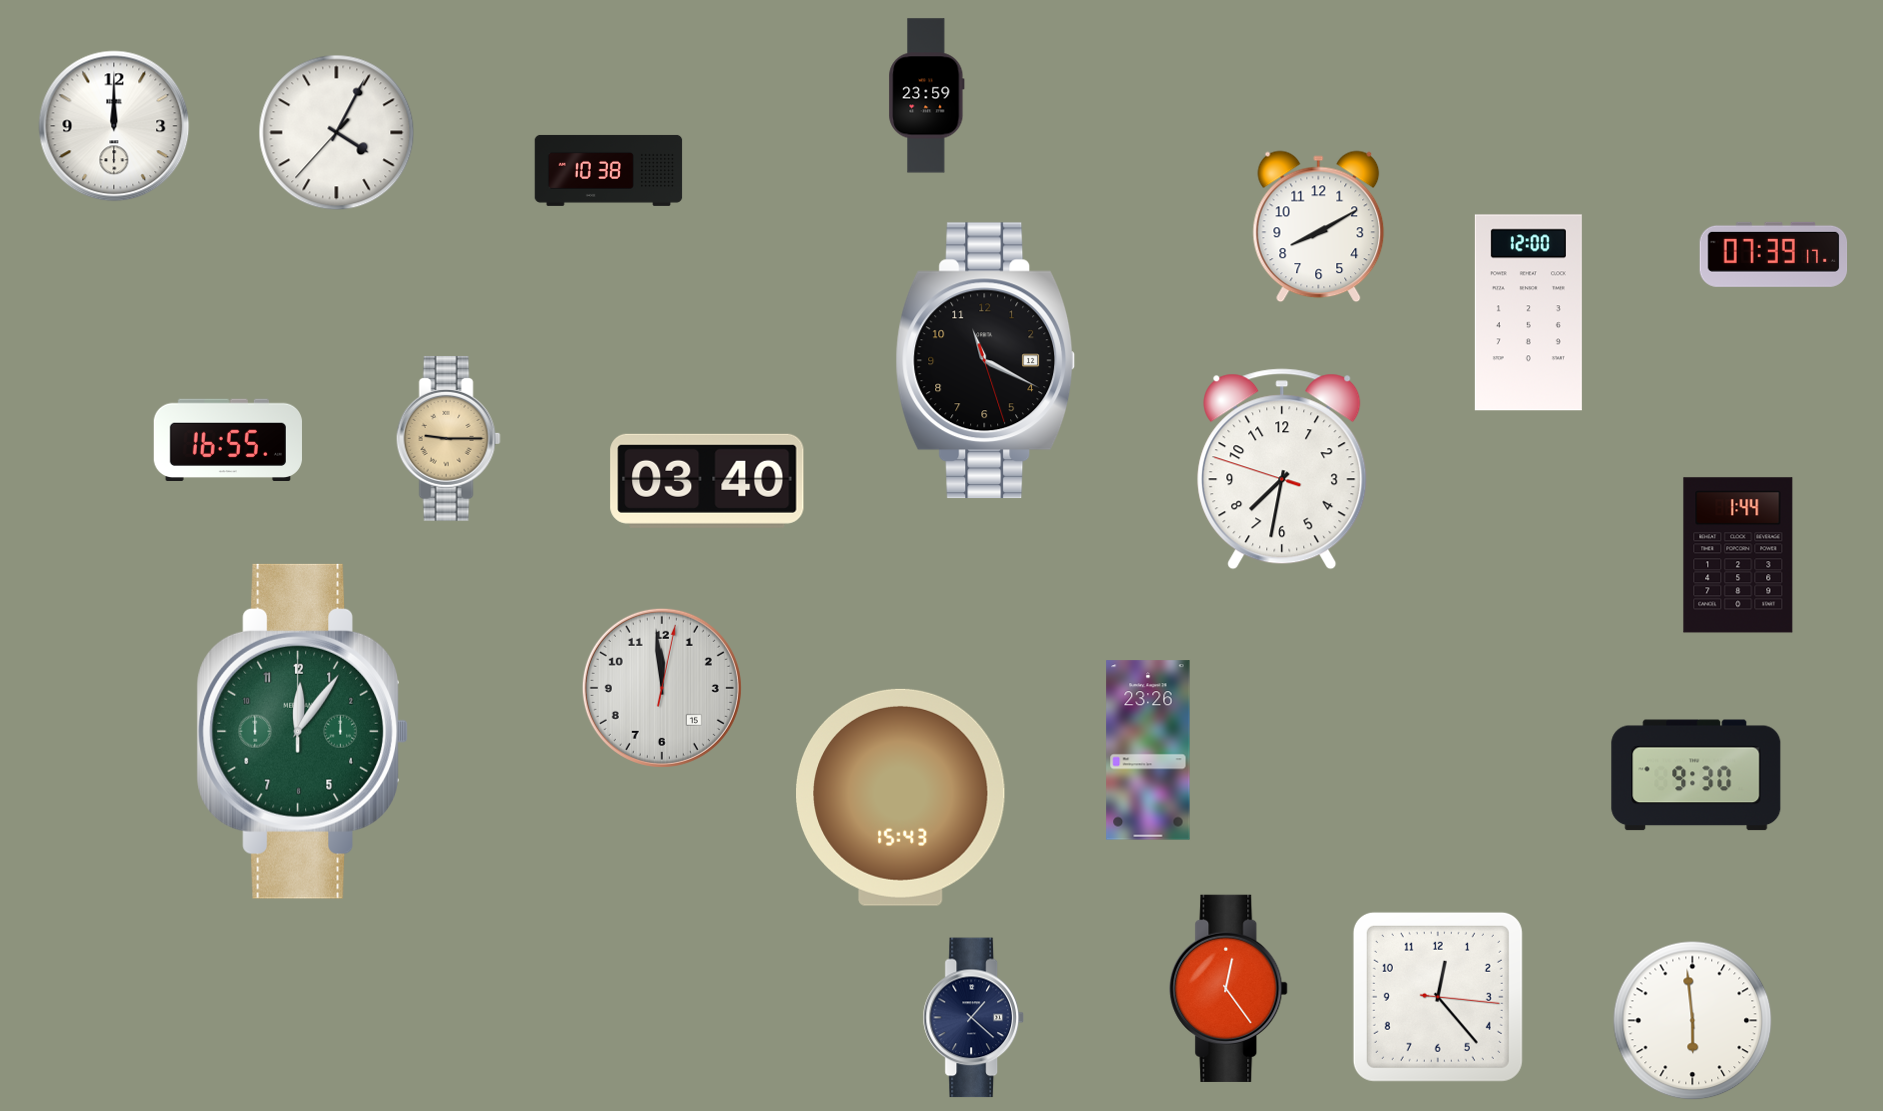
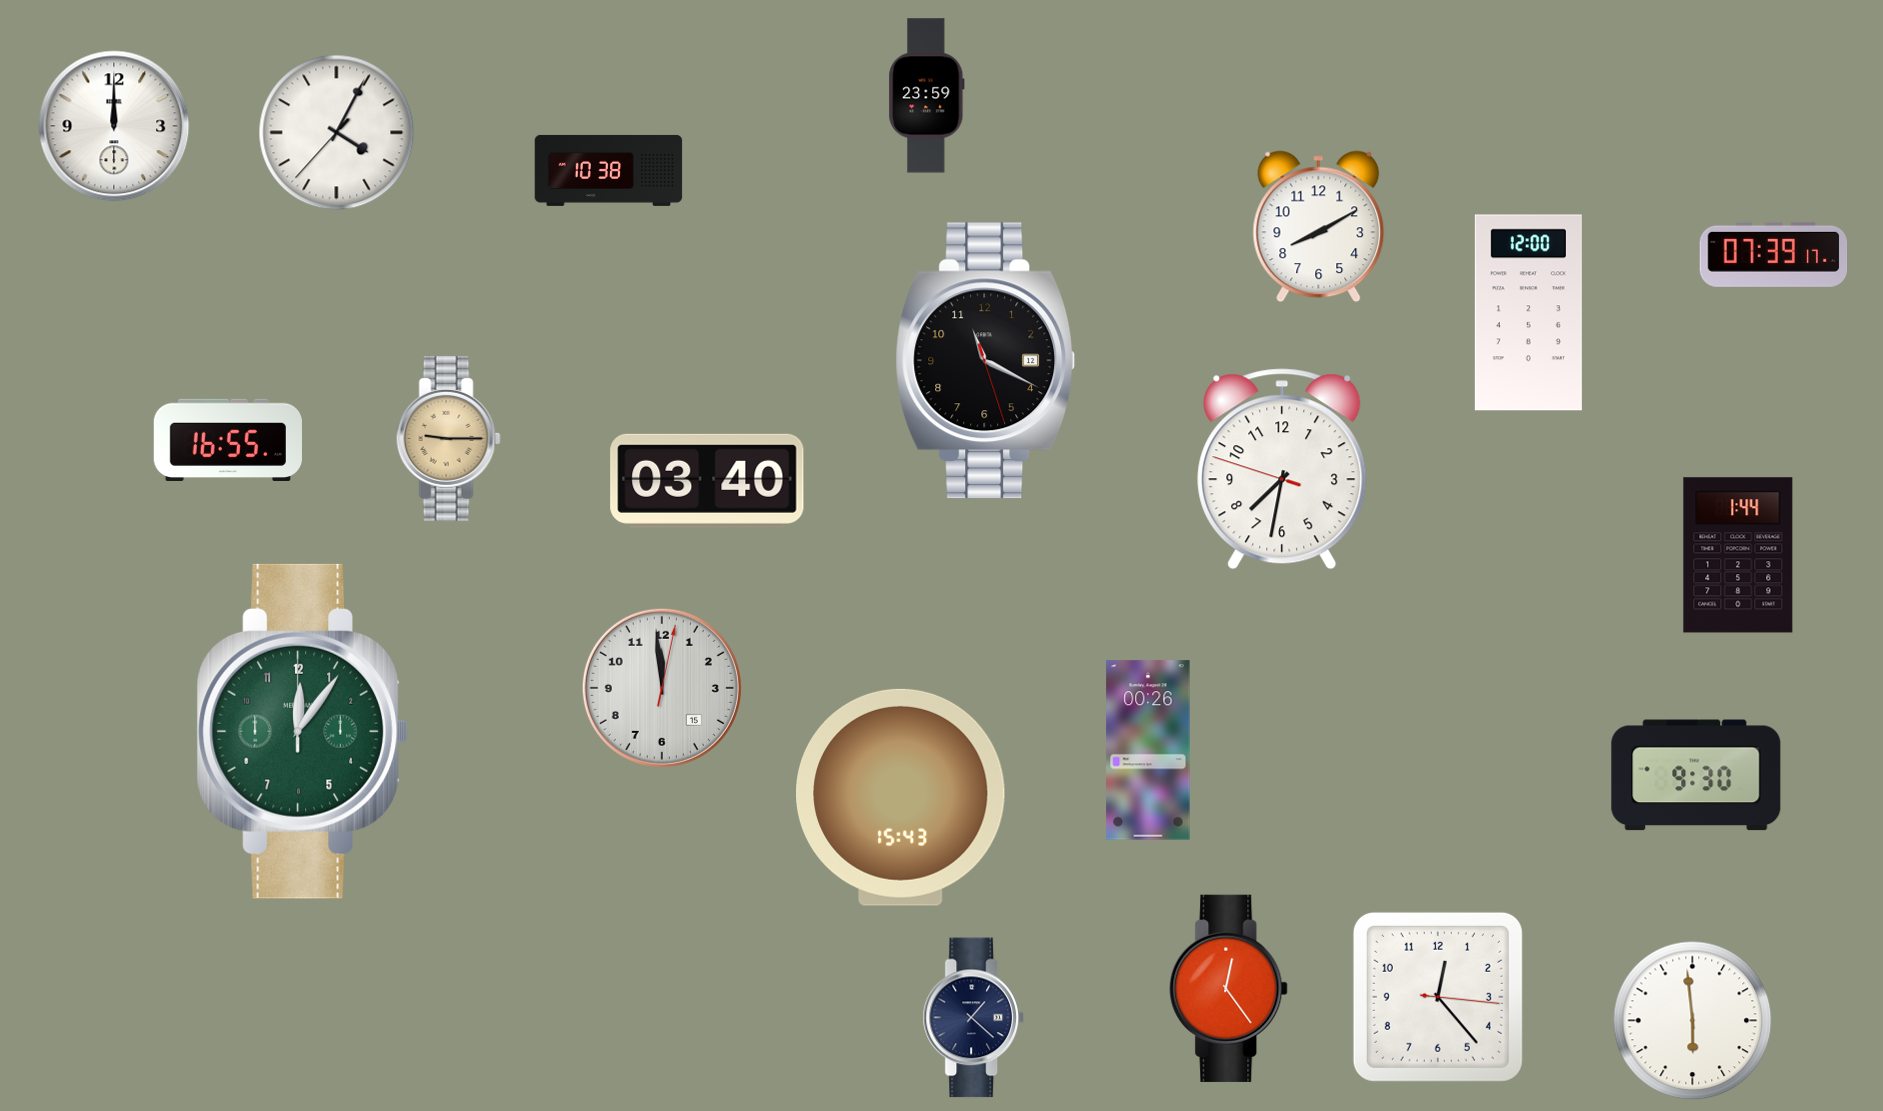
clock at (1148, 750): 23:26 -> 00:26
